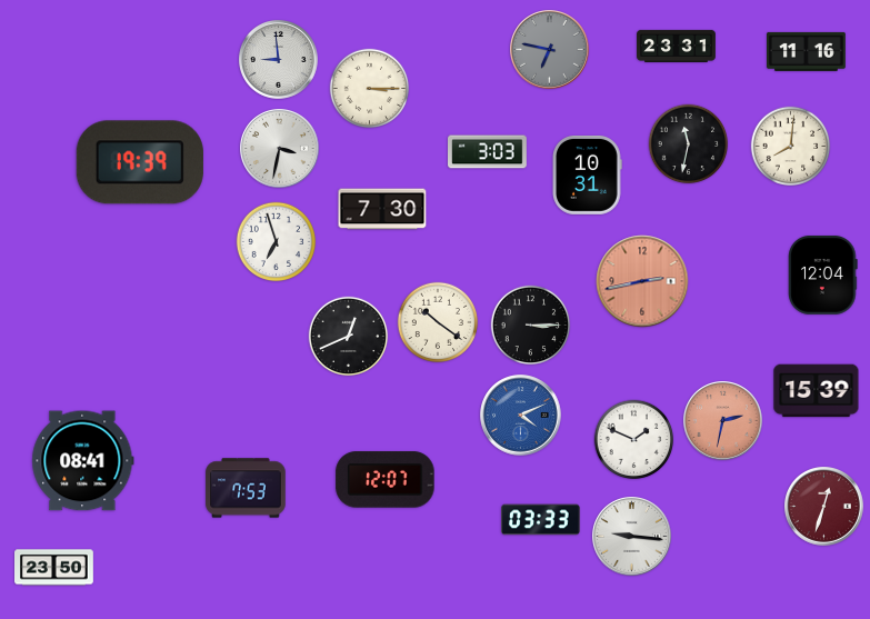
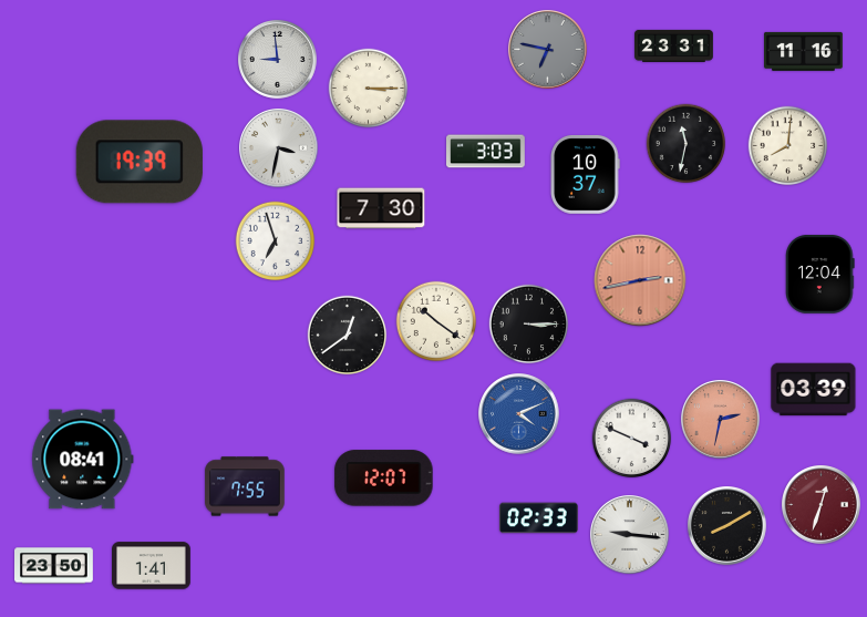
clock at (587, 174): 10:31 -> 10:37
clock at (349, 337): 12:41 -> 12:39
clock at (817, 391): 15:39 -> 03:39
clock at (634, 440): 1:49 -> 3:49
clock at (246, 488): 7:53 -> 7:55
clock at (541, 520): 03:33 -> 02:33
clock at (727, 526): none -> 8:10
clock at (152, 566): none -> 1:41
